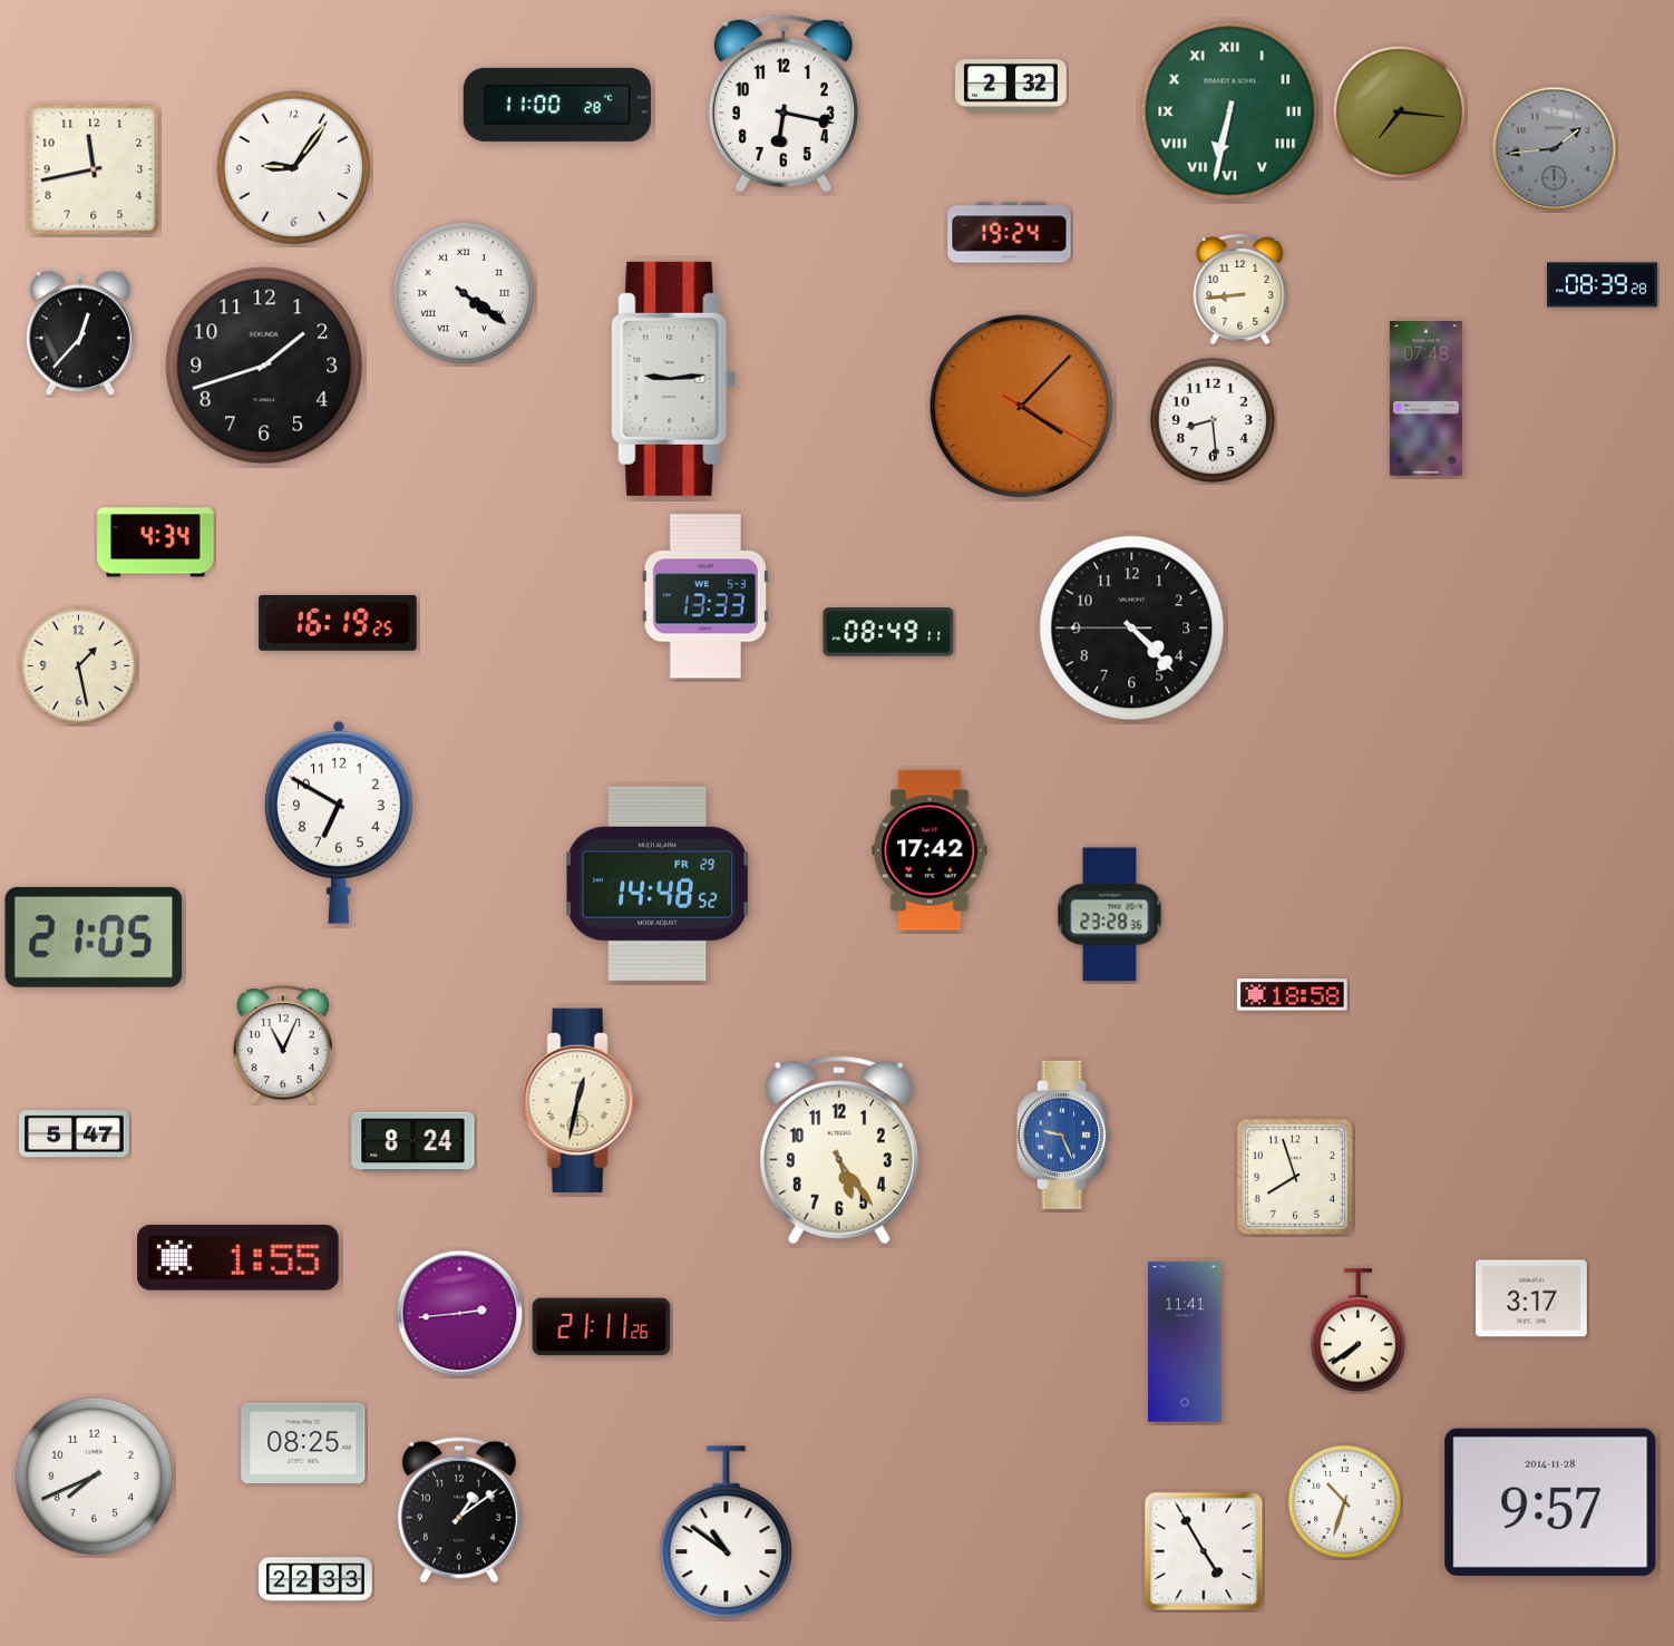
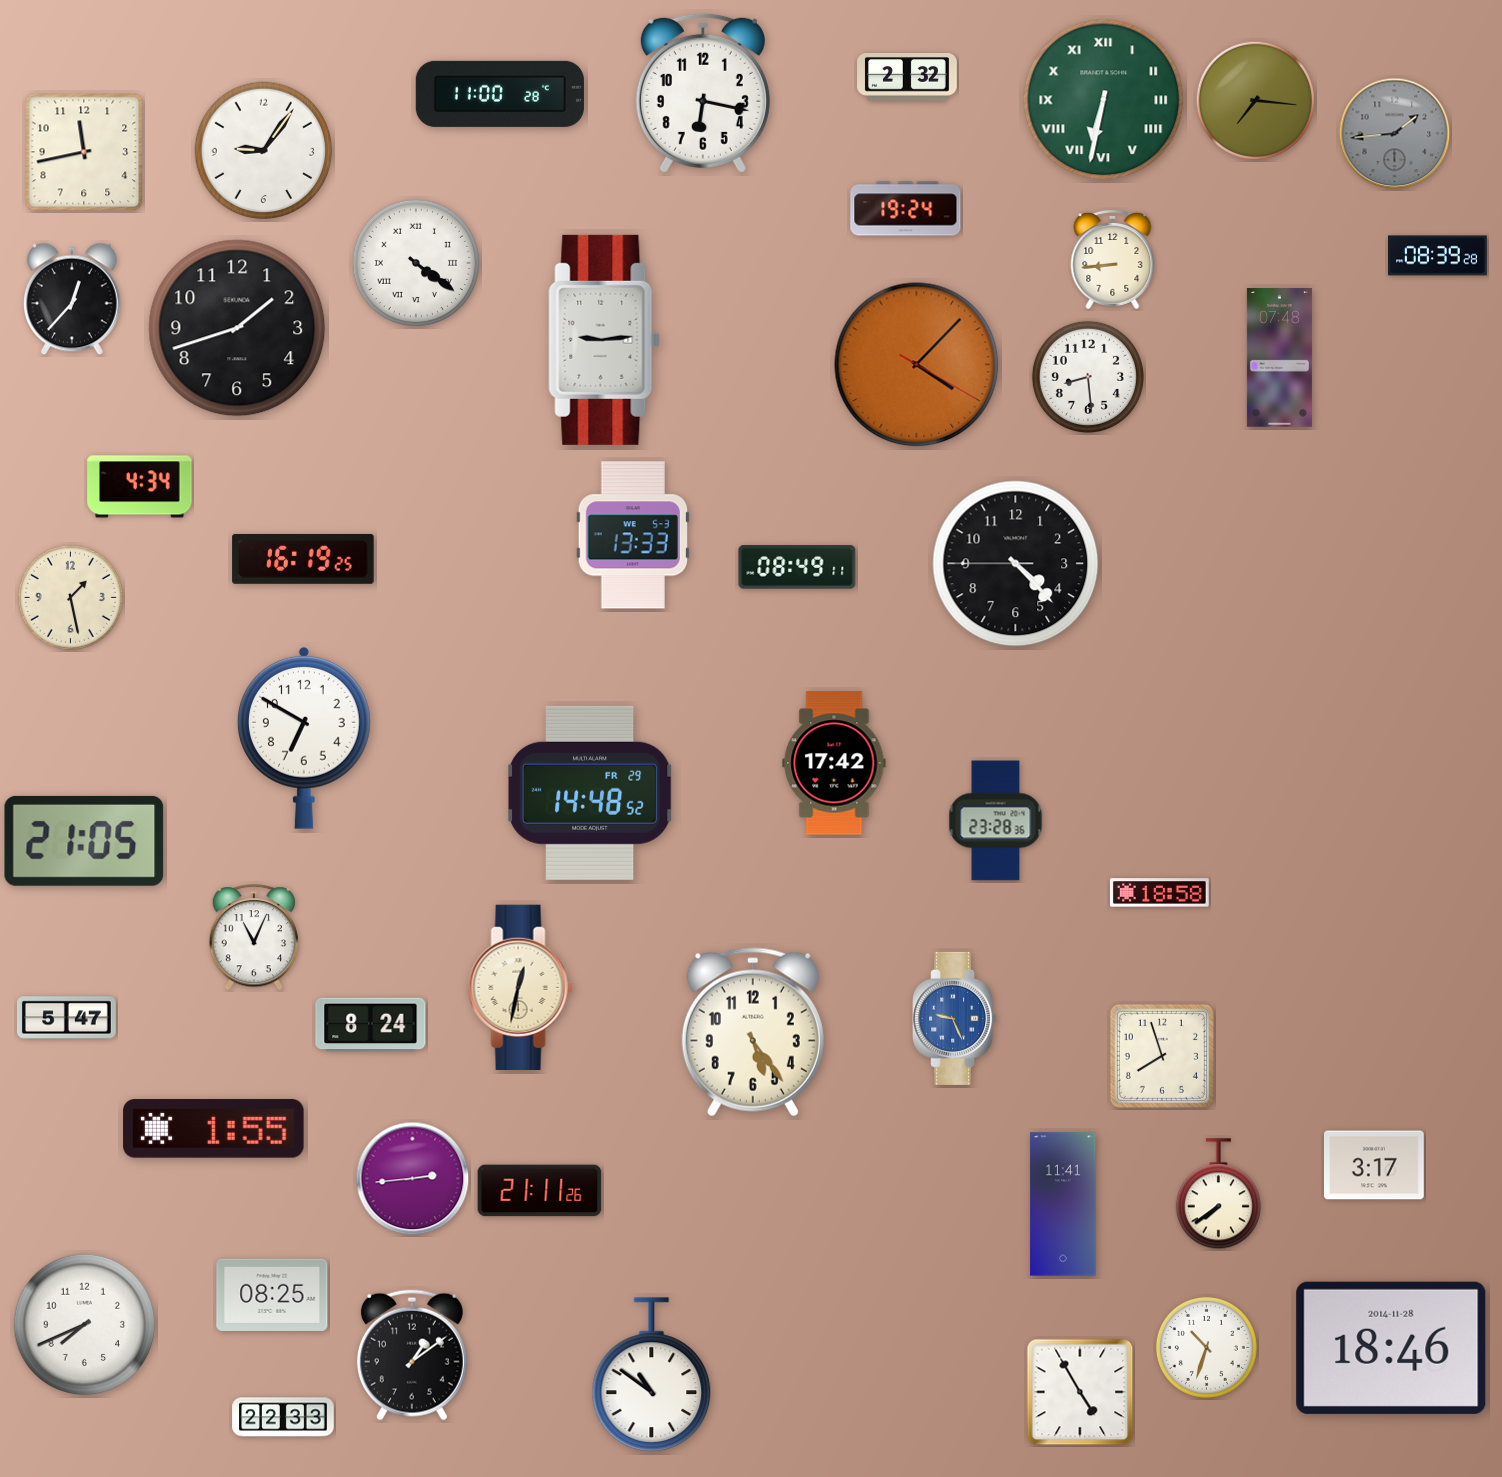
clock at (1550, 1502): 9:57 -> 18:46
